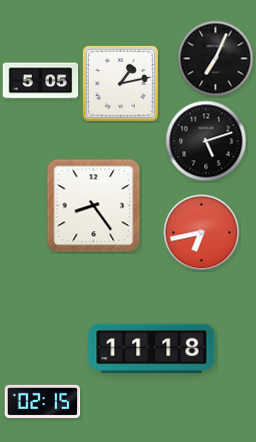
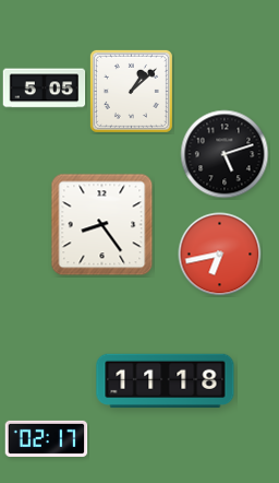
clock at (216, 59): 7:04 -> none
clock at (120, 83): 1:13 -> 1:08
clock at (43, 401): 02:15 -> 02:17
